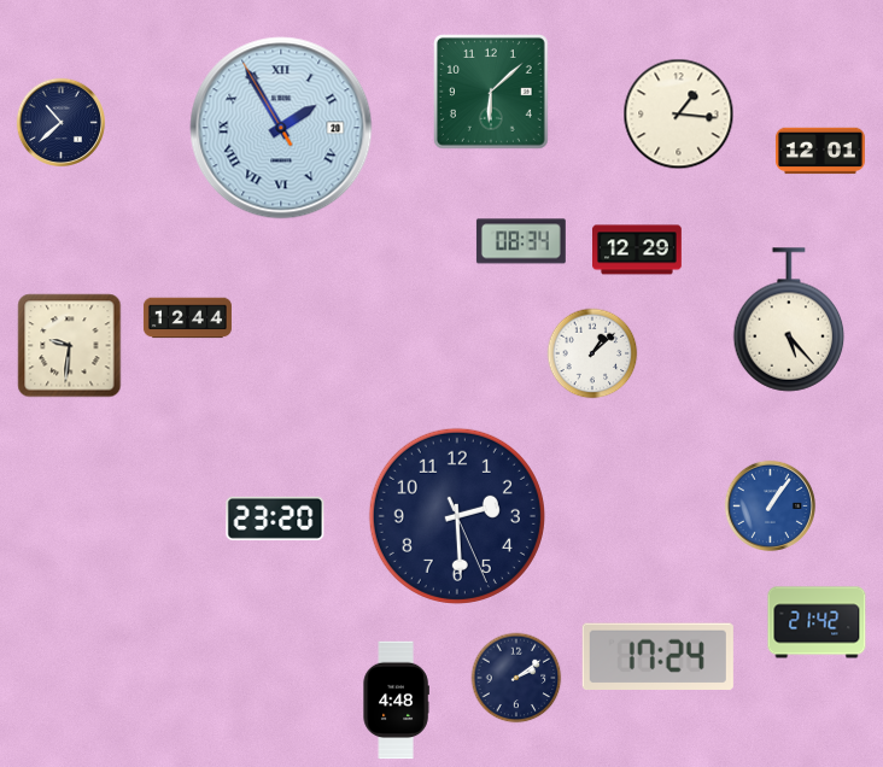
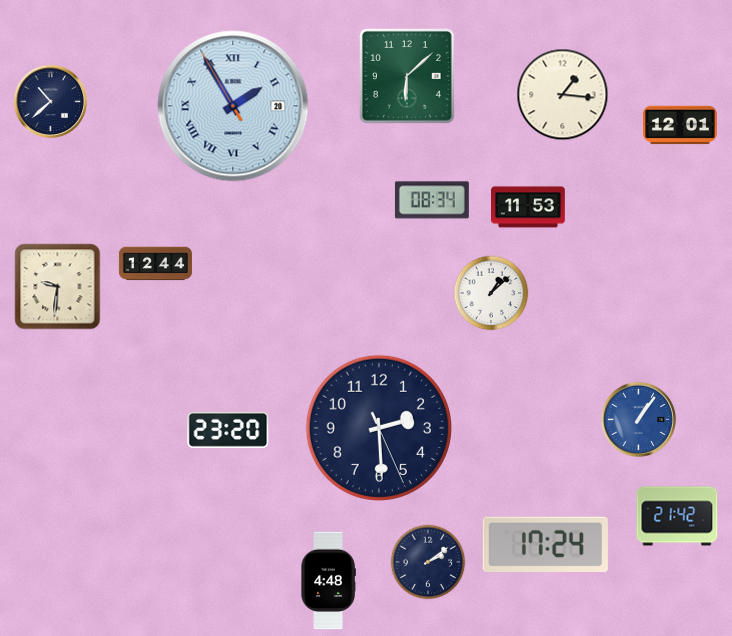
clock at (638, 250): 12:29 -> 11:53
clock at (789, 320): 5:23 -> none
